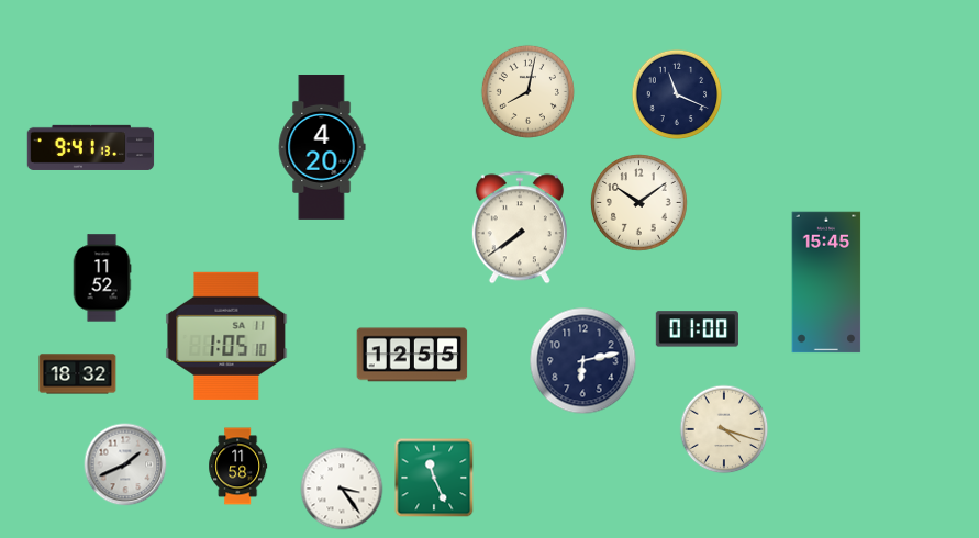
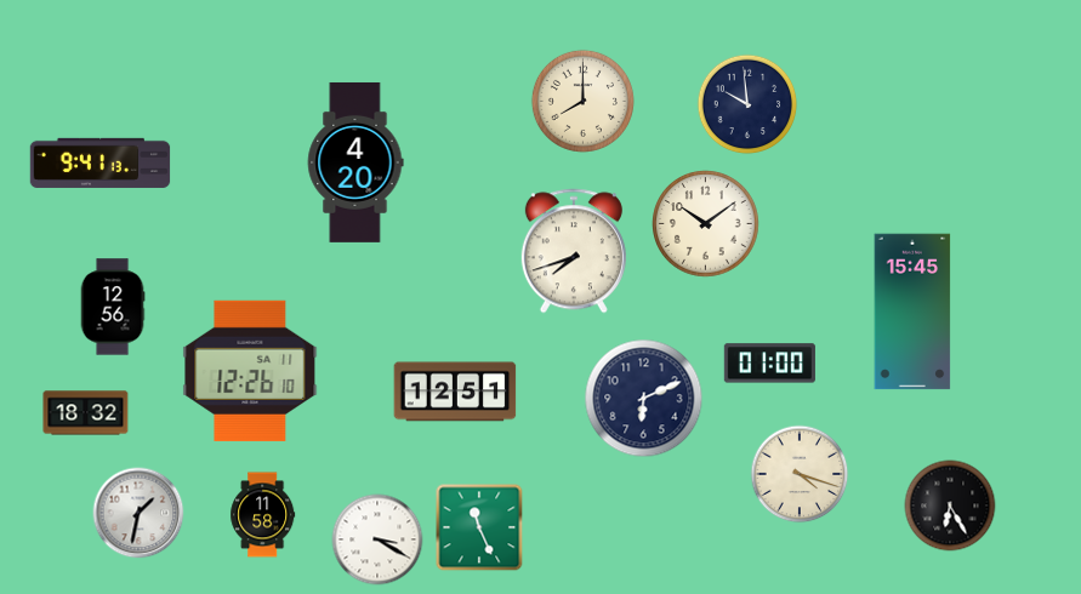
clock at (527, 91): 8:02 -> 8:00
clock at (677, 94): 11:19 -> 9:59
clock at (520, 227): 7:39 -> 7:42
clock at (102, 278): 11:52 -> 12:56
clock at (226, 336): 1:05 -> 12:26
clock at (412, 355): 12:55 -> 12:51
clock at (583, 361): 6:13 -> 6:11
clock at (950, 506): none -> 6:25
clock at (125, 464): 1:41 -> 1:32
clock at (342, 489): 3:24 -> 3:20
